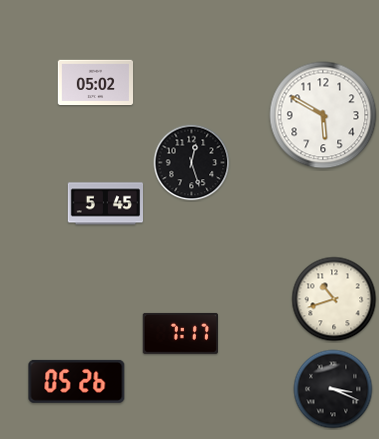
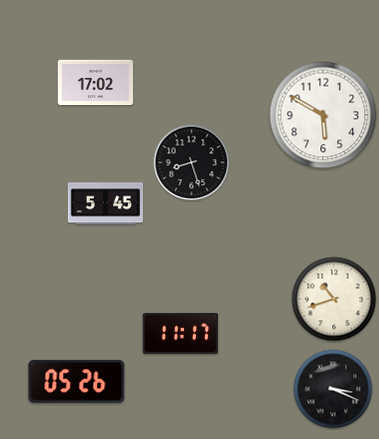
clock at (96, 83): 05:02 -> 17:02
clock at (192, 163): 12:27 -> 8:27
clock at (180, 333): 7:17 -> 11:17
